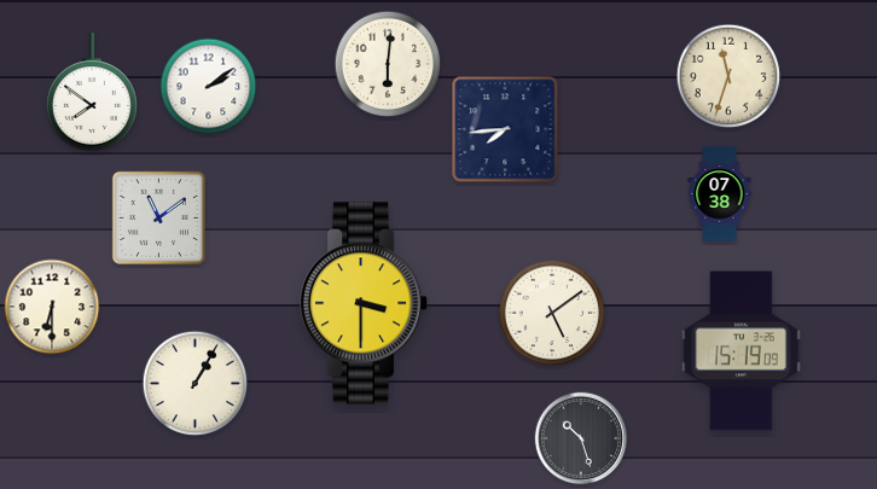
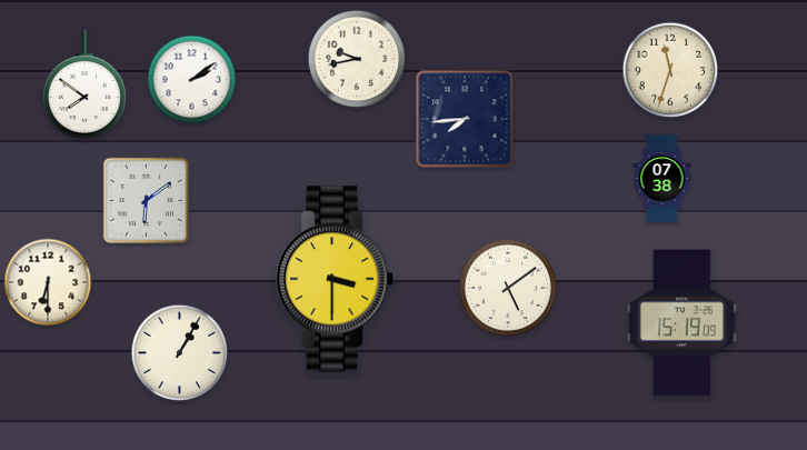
clock at (388, 64): 6:01 -> 9:43
clock at (158, 217): 11:09 -> 6:09
clock at (581, 438): 10:27 -> none
